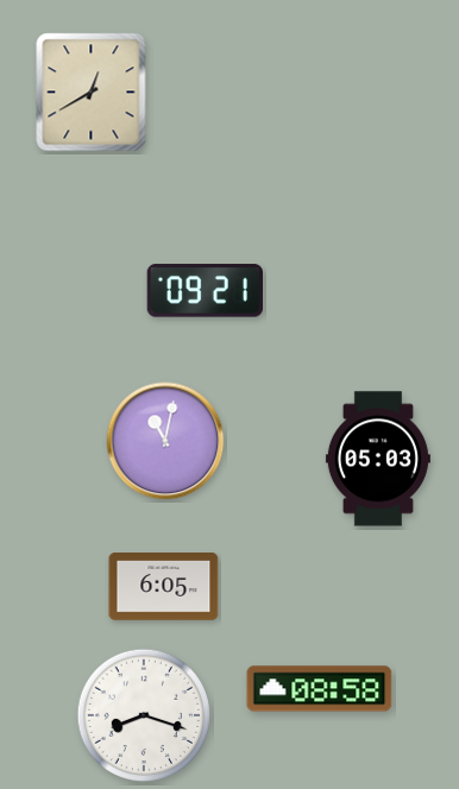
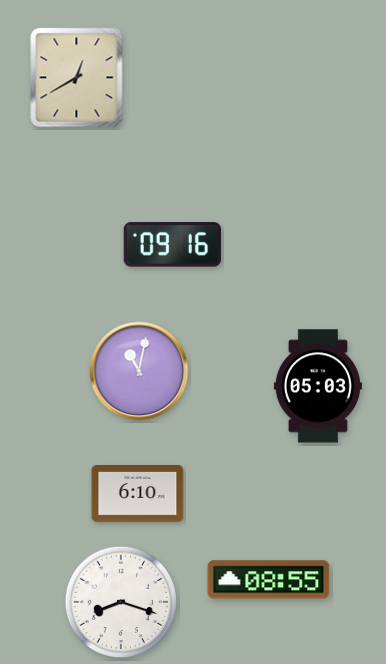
clock at (205, 291): 09:21 -> 09:16
clock at (164, 587): 6:05 -> 6:10
clock at (320, 689): 08:58 -> 08:55
